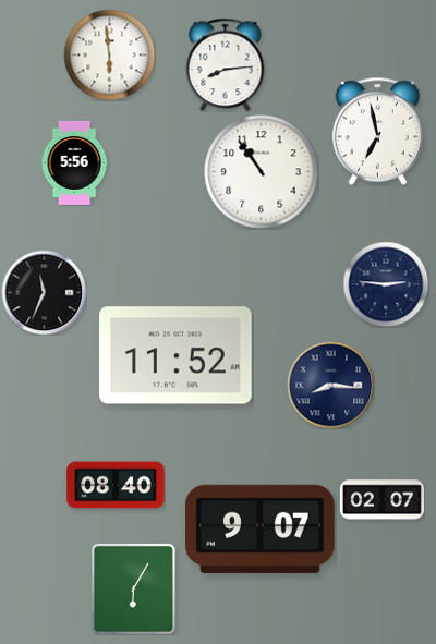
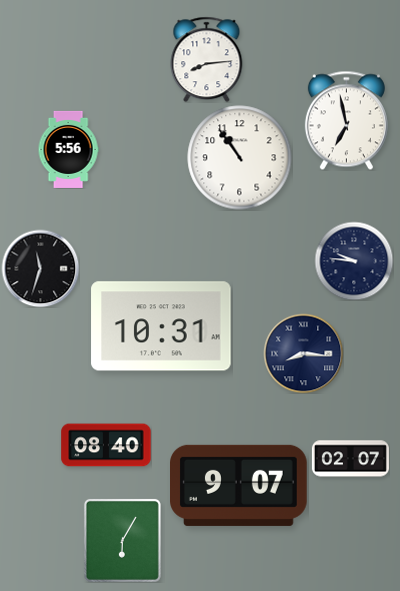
clock at (109, 54): 5:59 -> none
clock at (386, 284): 2:46 -> 9:46
clock at (44, 292): 11:34 -> 11:33
clock at (175, 355): 11:52 -> 10:31
